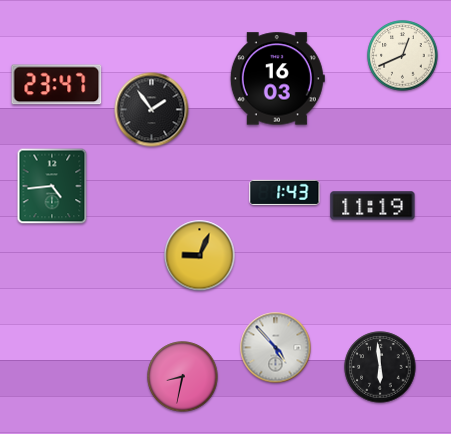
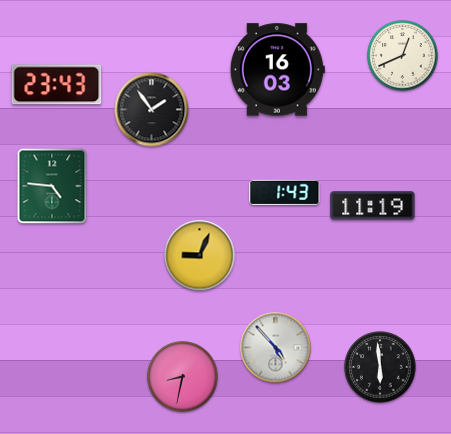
clock at (277, 79) position: (277, 79) -> (277, 70)
clock at (57, 85): 23:47 -> 23:43
clock at (52, 186): 4:44 -> 4:46
